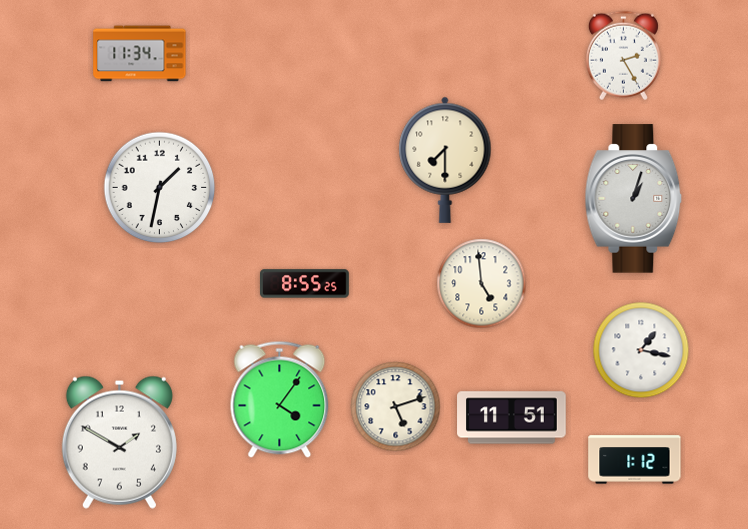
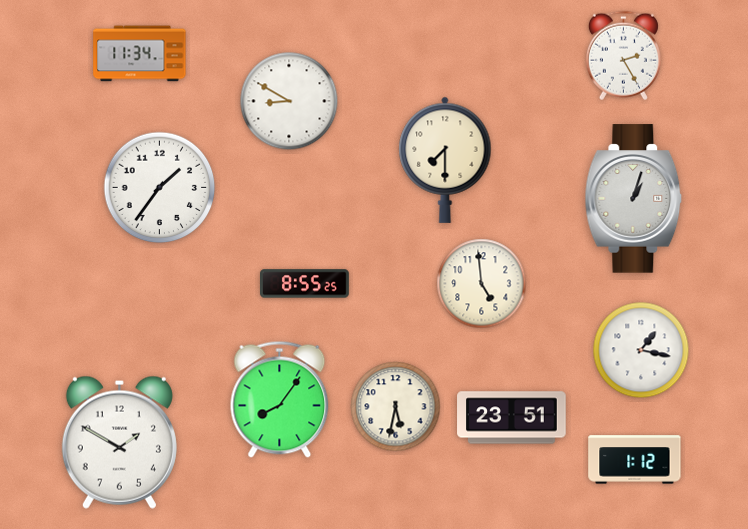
clock at (289, 101): none -> 8:50
clock at (160, 188): 1:32 -> 1:36
clock at (280, 399): 4:06 -> 8:06
clock at (396, 407): 5:12 -> 5:32
clock at (512, 418): 11:51 -> 23:51
